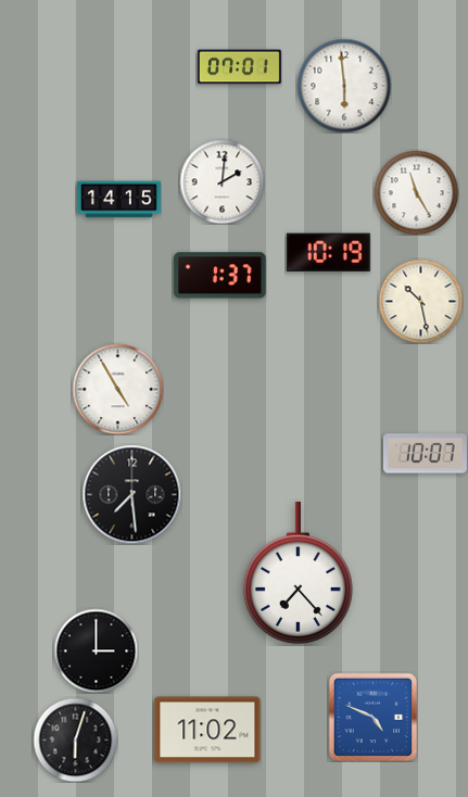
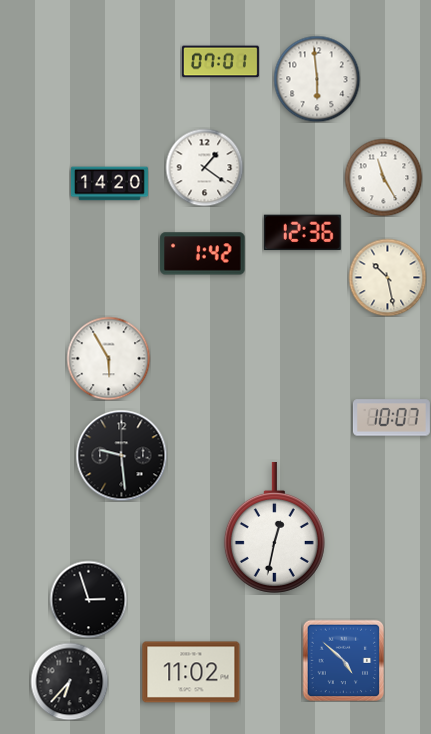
clock at (222, 181): 2:01 -> 1:21
clock at (118, 200): 14:15 -> 14:20
clock at (328, 253): 10:19 -> 12:36
clock at (220, 276): 1:37 -> 1:42
clock at (117, 389): 4:55 -> 5:55
clock at (131, 494): 7:29 -> 9:29
clock at (298, 572): 7:23 -> 12:32
clock at (96, 650): 3:00 -> 2:57
clock at (372, 717): 4:49 -> 4:52
clock at (75, 739): 6:03 -> 6:37
